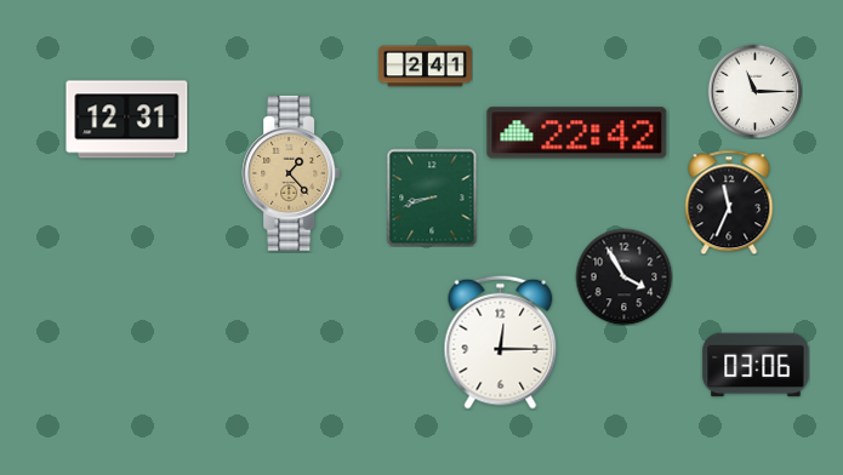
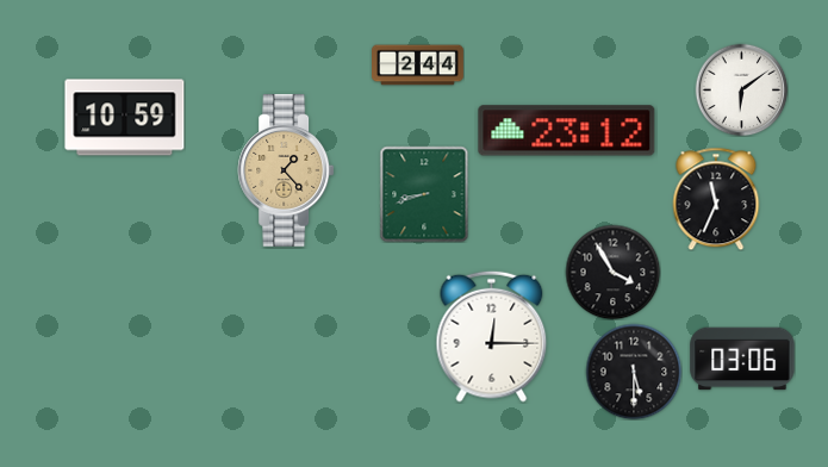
clock at (426, 67): 2:41 -> 2:44
clock at (754, 91): 11:15 -> 6:09
clock at (127, 120): 12:31 -> 10:59
clock at (577, 133): 22:42 -> 23:12
clock at (634, 372): none -> 5:30
